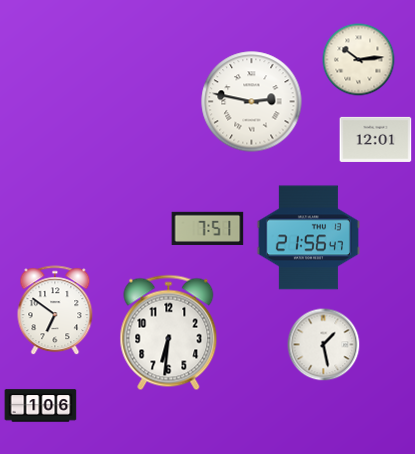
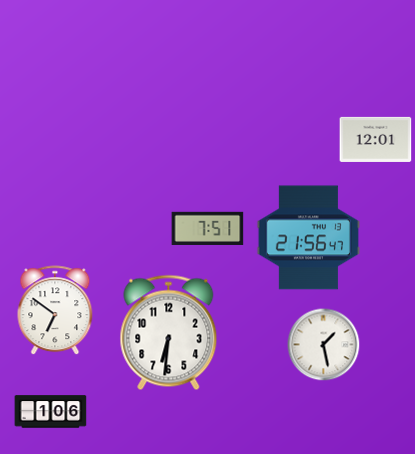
clock at (359, 60): 10:14 -> none
clock at (252, 102): 2:47 -> none
clock at (41, 406) position: (41, 406) -> (51, 412)
